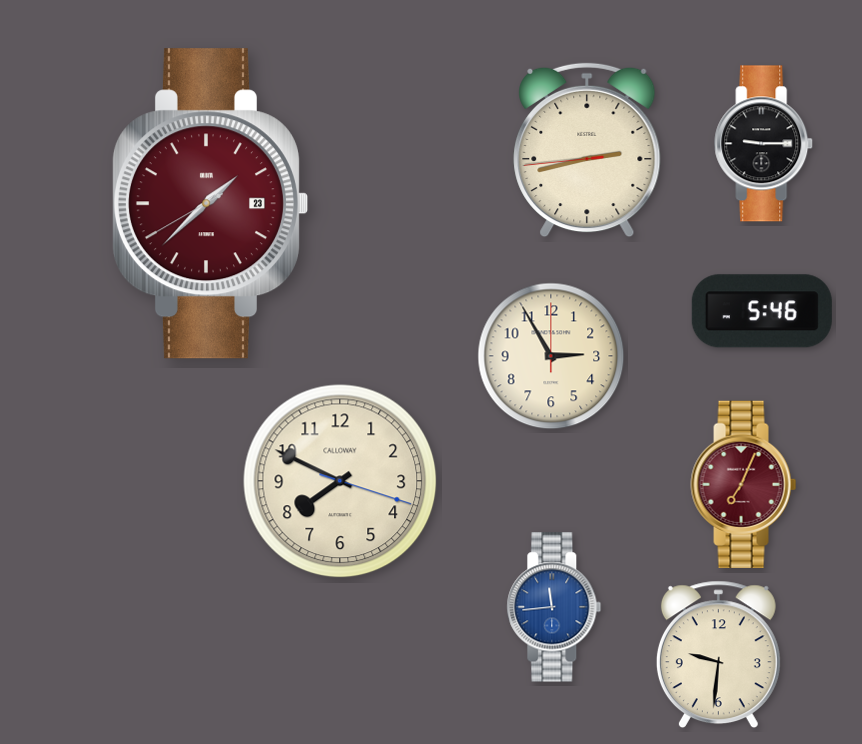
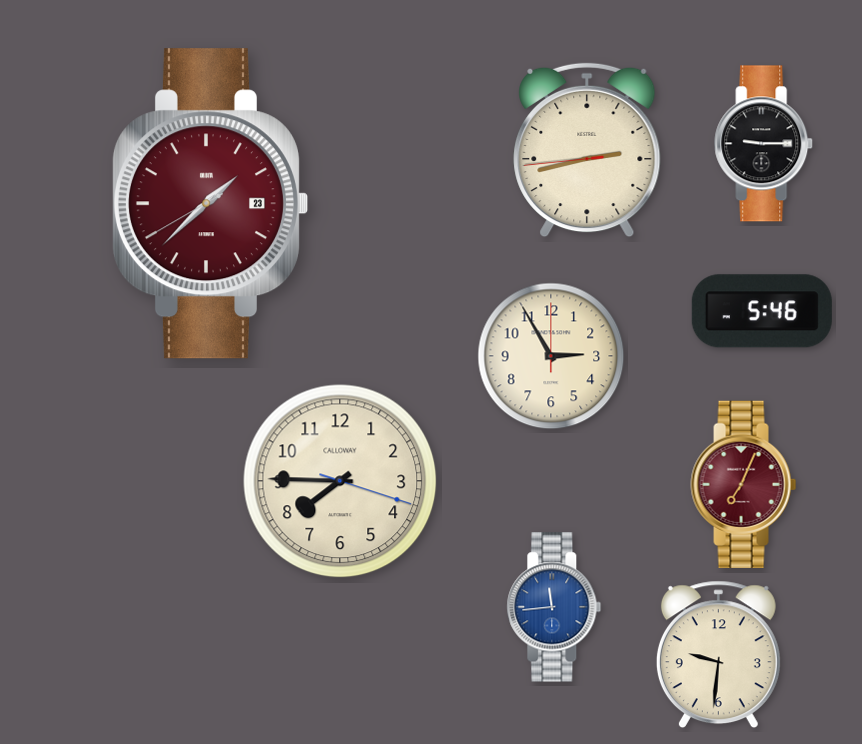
clock at (340, 481): 7:49 -> 7:45
